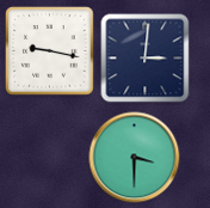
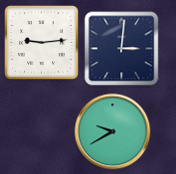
clock at (50, 51): 9:17 -> 9:14
clock at (135, 158): 3:30 -> 9:40
